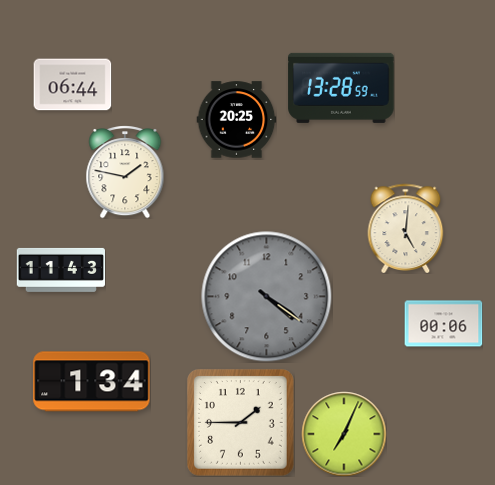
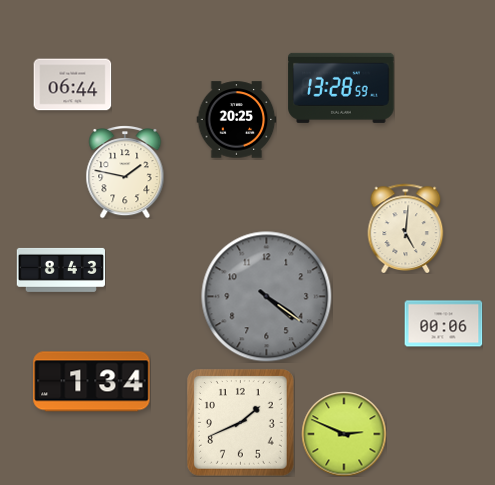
clock at (60, 270): 11:43 -> 8:43
clock at (241, 423): 1:45 -> 1:41
clock at (344, 434): 7:04 -> 2:49
